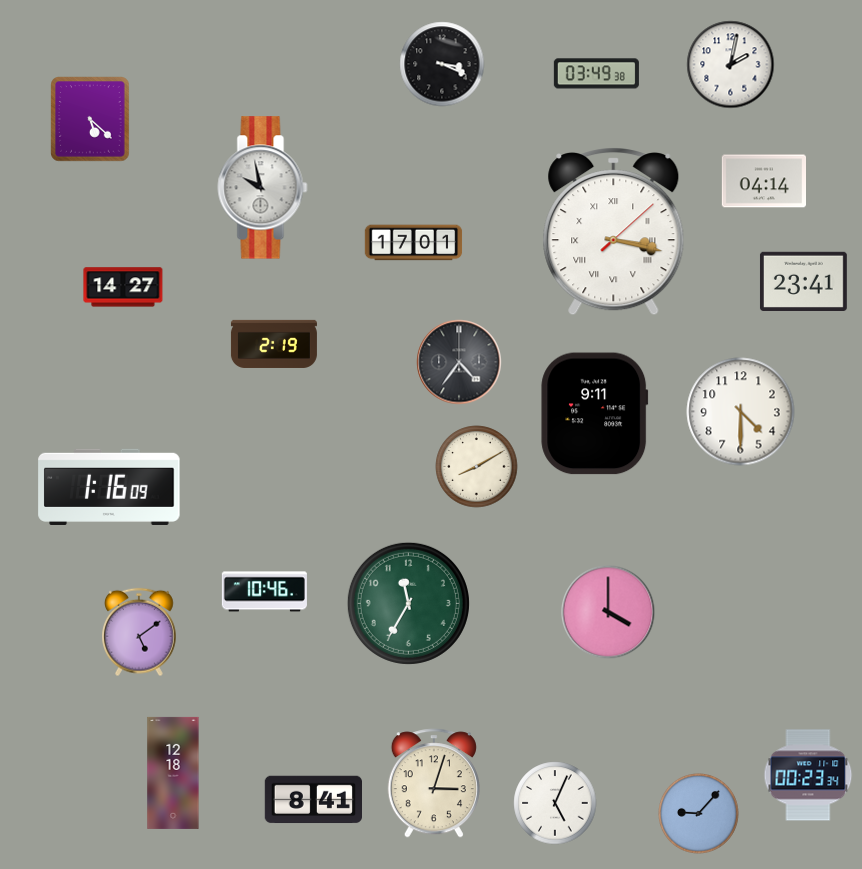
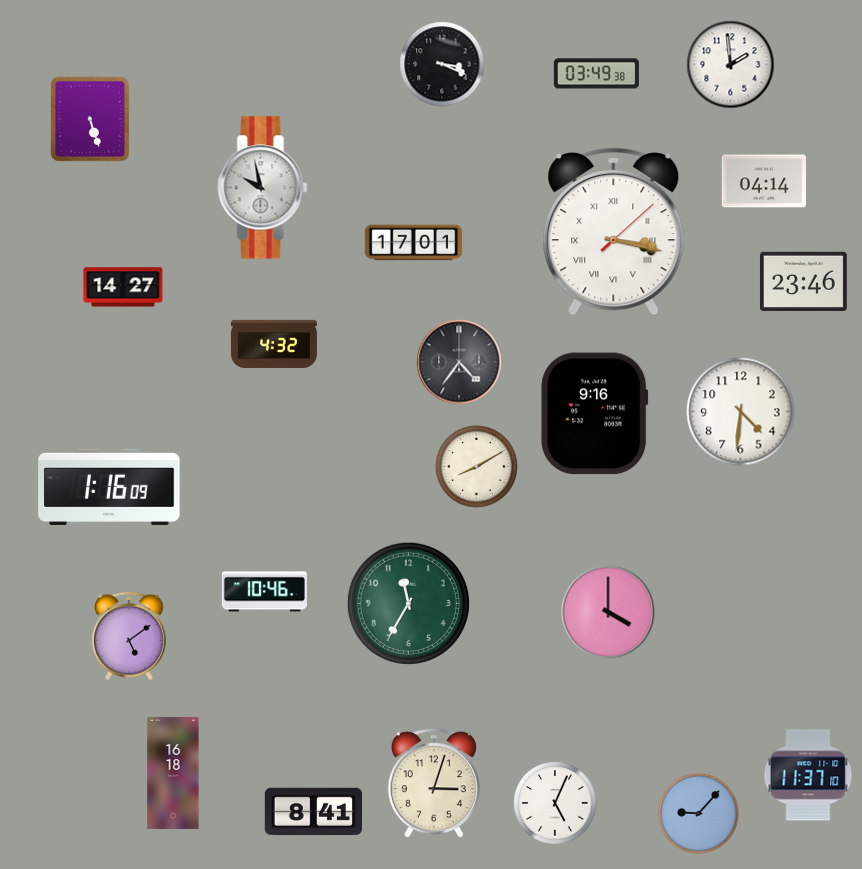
clock at (731, 65): 2:02 -> 1:59
clock at (90, 119): 5:22 -> 5:27
clock at (803, 281): 23:41 -> 23:46
clock at (274, 344): 2:19 -> 4:32
clock at (741, 412): 4:30 -> 4:31
clock at (595, 414): 9:11 -> 9:16
clock at (140, 632) position: (140, 632) -> (130, 636)
clock at (173, 773): 12:18 -> 16:18
clock at (808, 775): 00:23 -> 11:37
clock at (313, 800) position: (313, 800) -> (313, 812)
